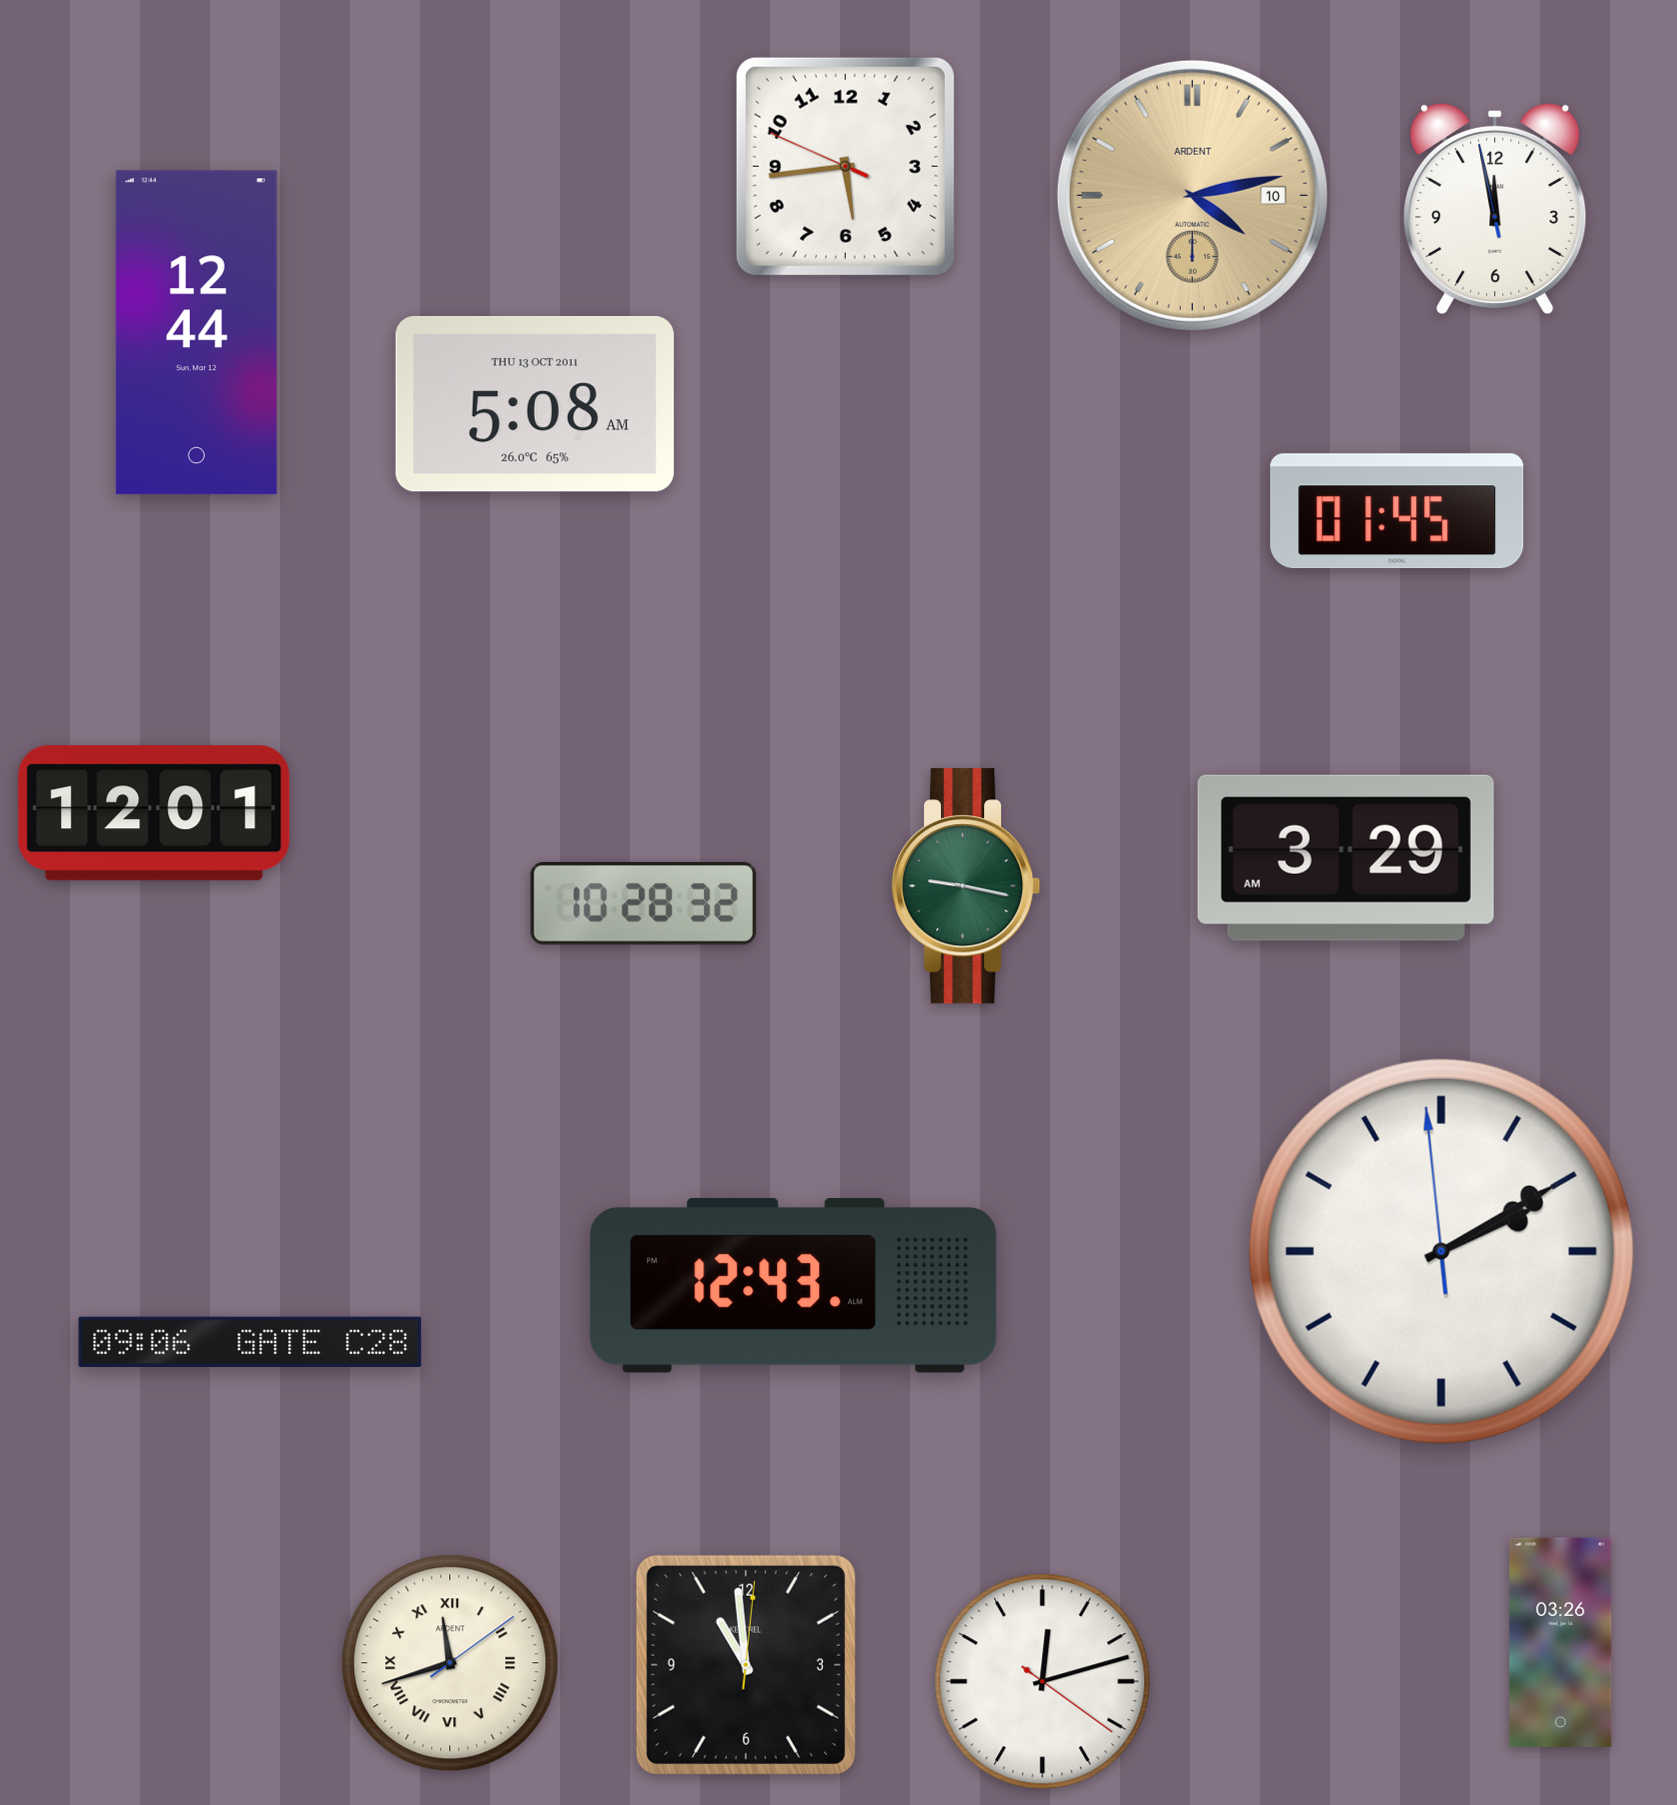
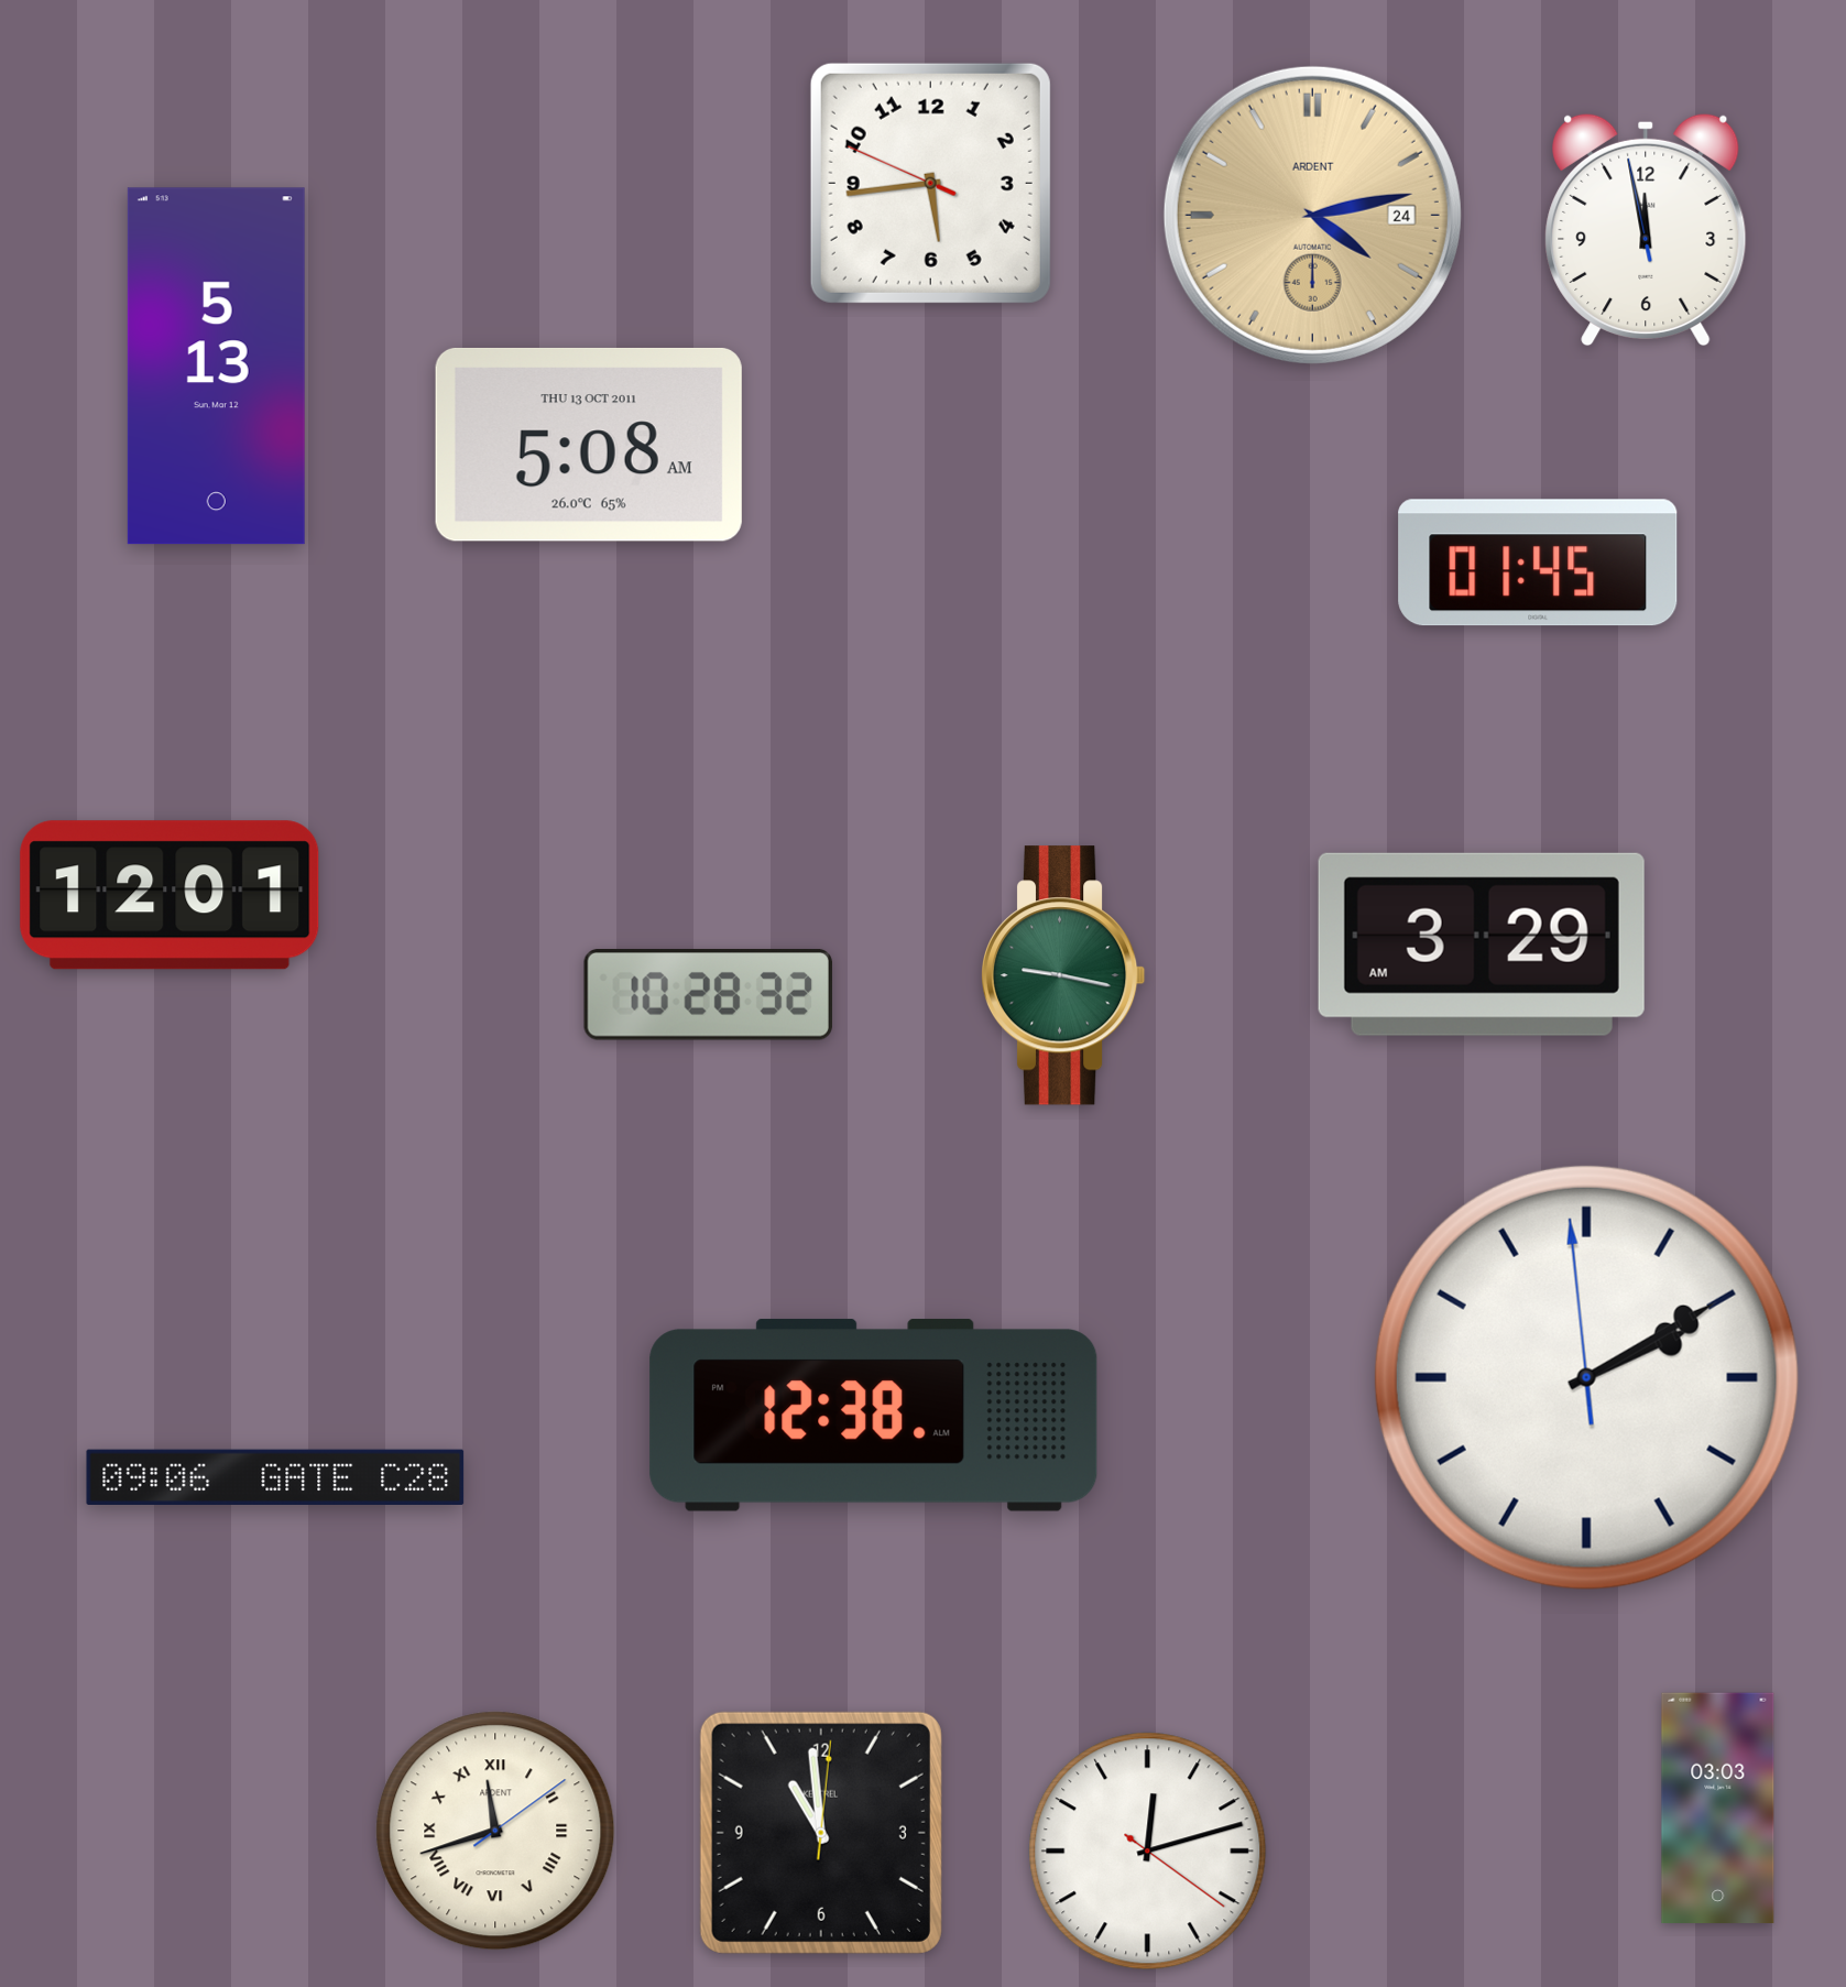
clock at (1192, 195) date: 10 -> 24
clock at (196, 333): 12:44 -> 5:13
clock at (794, 1286): 12:43 -> 12:38
clock at (1561, 1642): 03:26 -> 03:03
